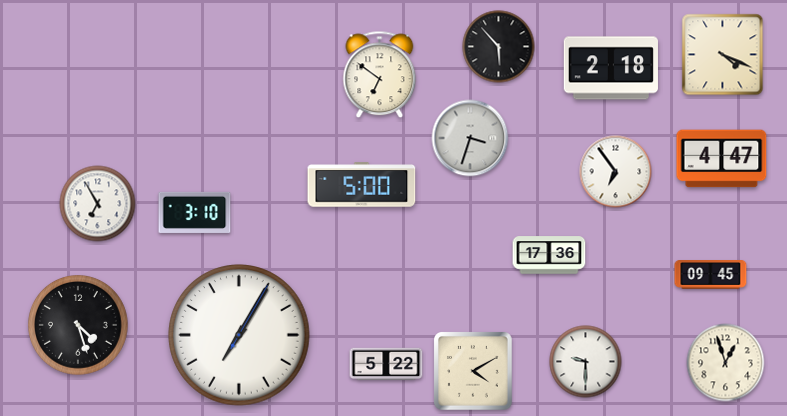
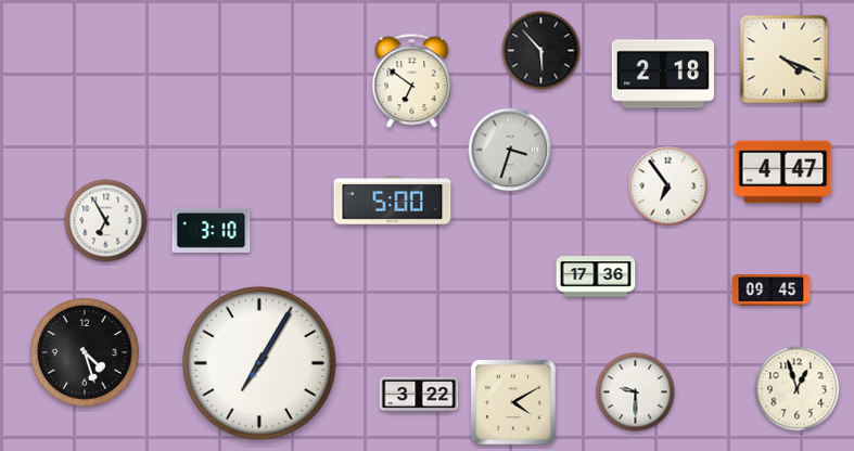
clock at (711, 275) position: (711, 275) -> (772, 291)
clock at (726, 363) position: (726, 363) -> (798, 389)
clock at (386, 364): 5:22 -> 3:22
